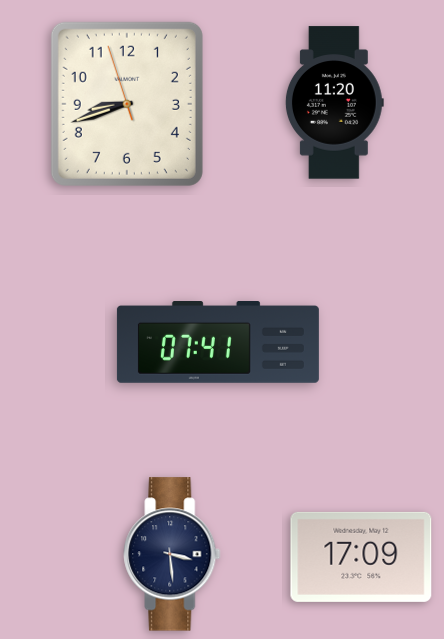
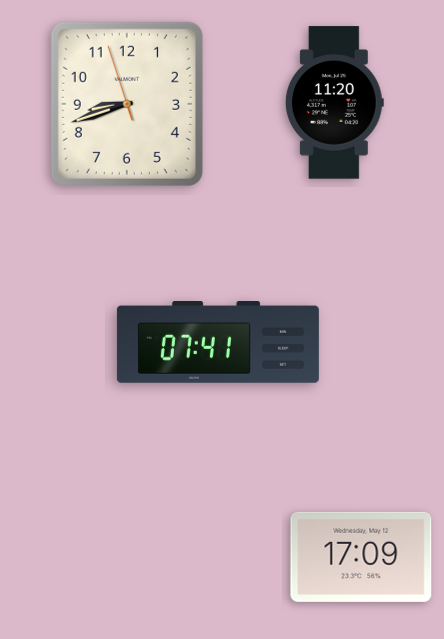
clock at (172, 554): 3:29 -> none
